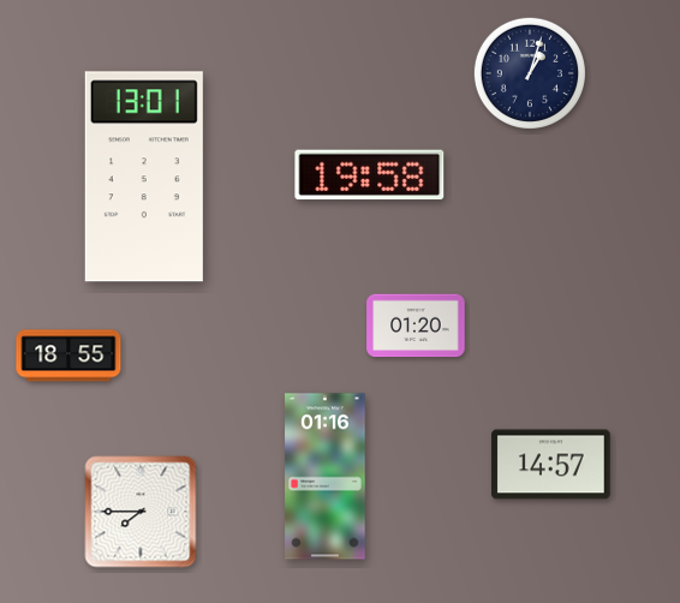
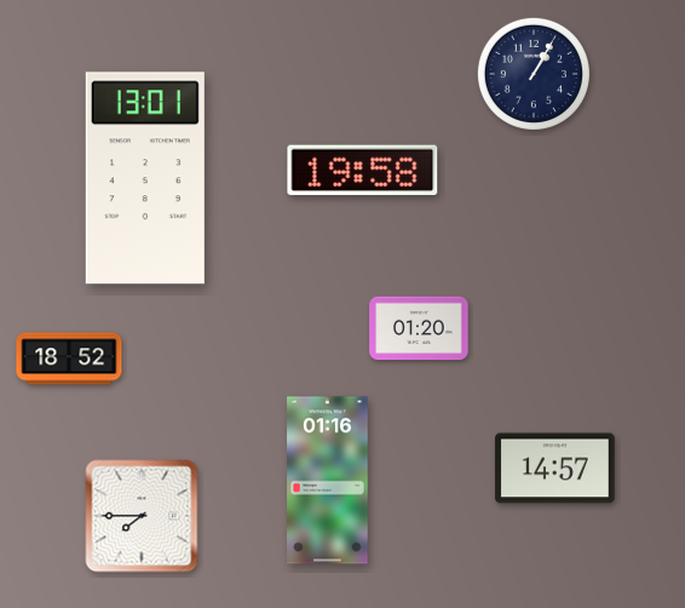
clock at (530, 73): 1:03 -> 1:05
clock at (370, 175) position: (370, 175) -> (363, 171)
clock at (68, 356): 18:55 -> 18:52
